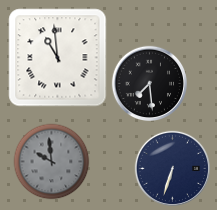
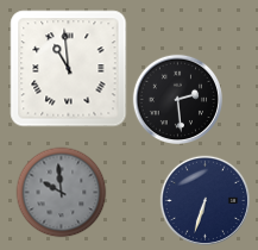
clock at (149, 83): 7:29 -> 2:29
